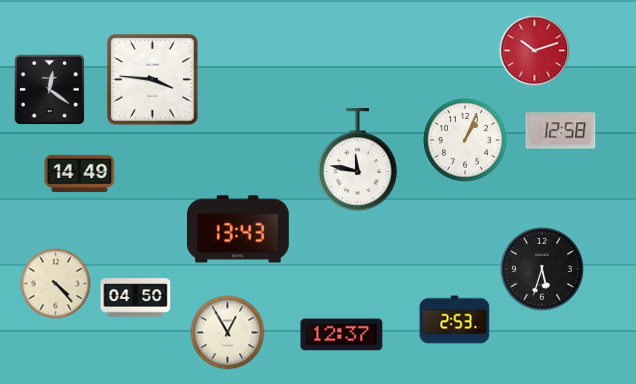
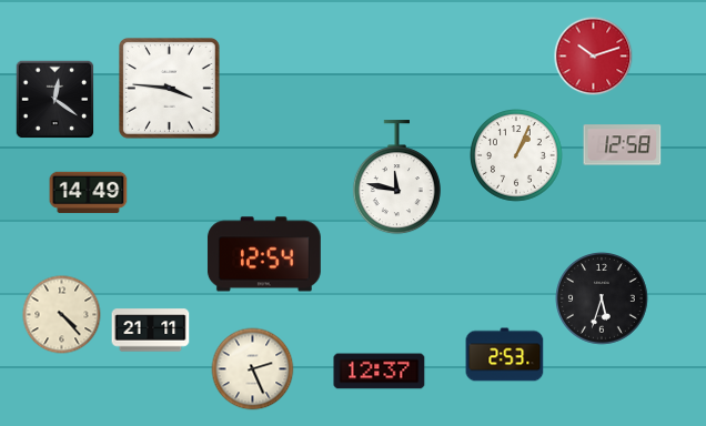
clock at (238, 229): 13:43 -> 12:54
clock at (136, 298): 04:50 -> 21:11
clock at (228, 333): 12:55 -> 2:26
